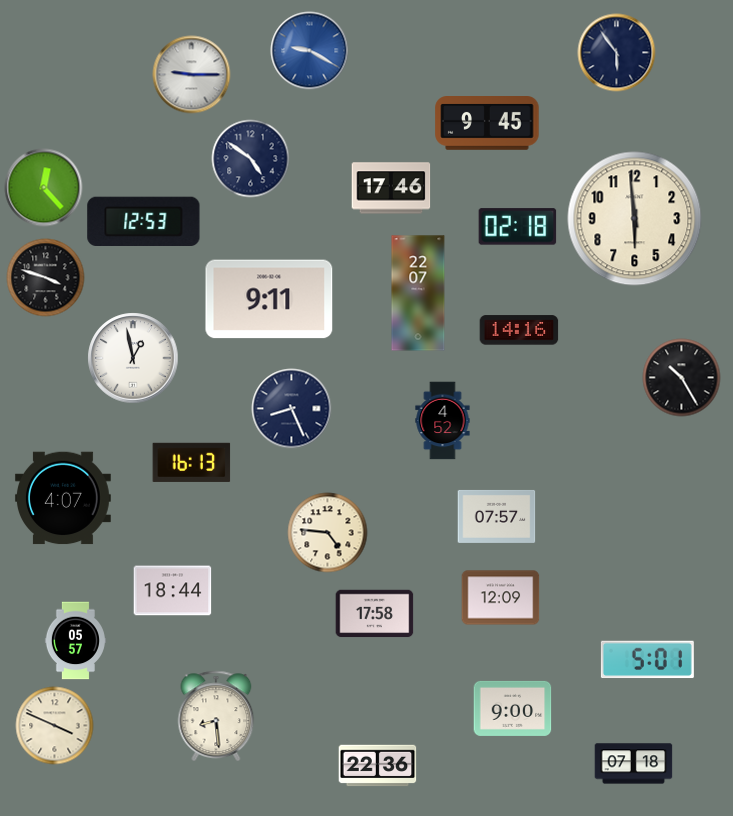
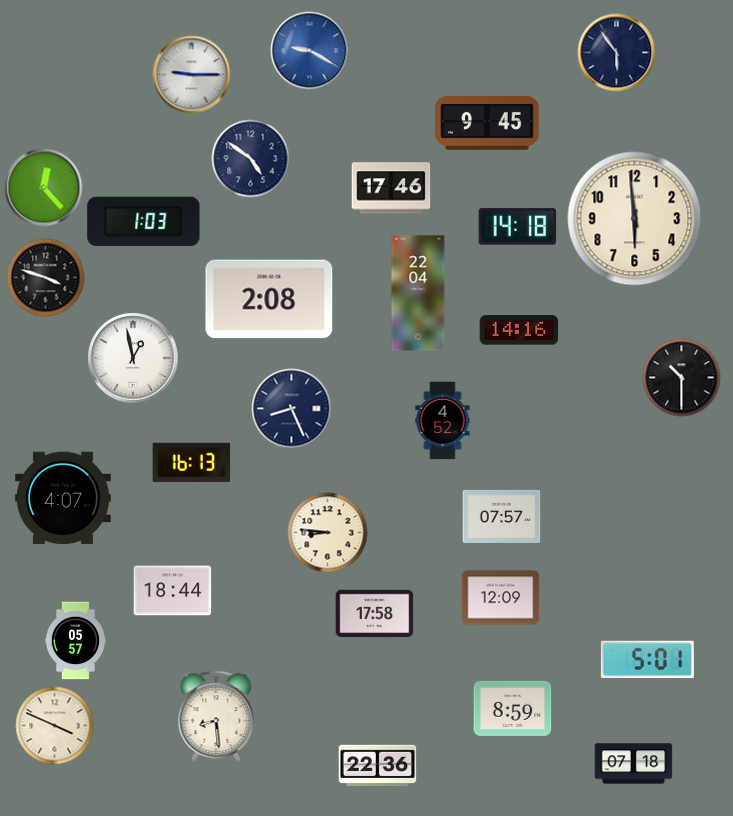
clock at (144, 221): 12:53 -> 1:03
clock at (517, 227): 02:18 -> 14:18
clock at (418, 293): 22:07 -> 22:04
clock at (269, 299): 9:11 -> 2:08
clock at (681, 377): 10:25 -> 10:30
clock at (496, 516) position: (496, 516) -> (501, 516)
clock at (327, 532): 4:46 -> 8:46
clock at (512, 708): 9:00 -> 8:59
